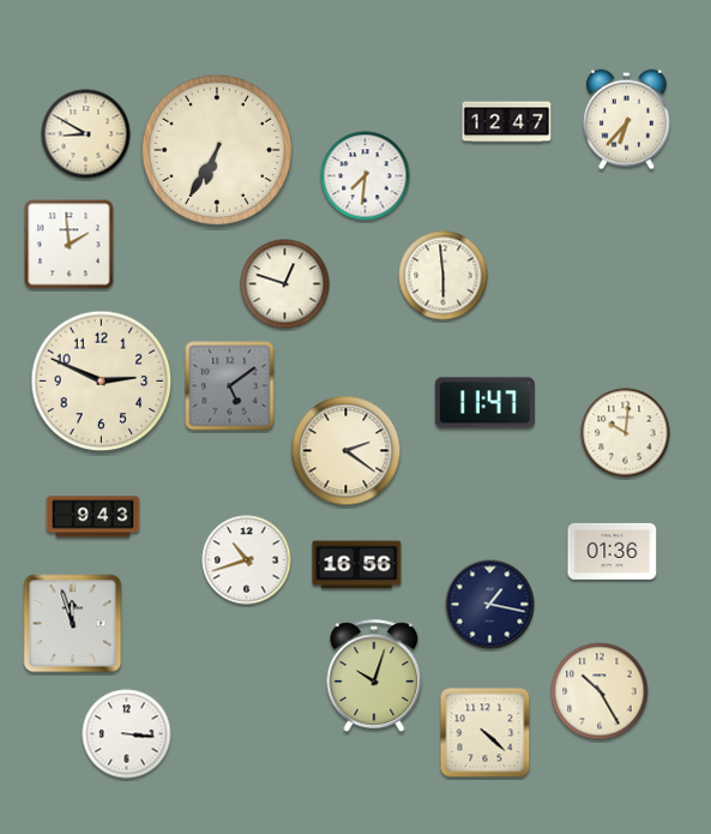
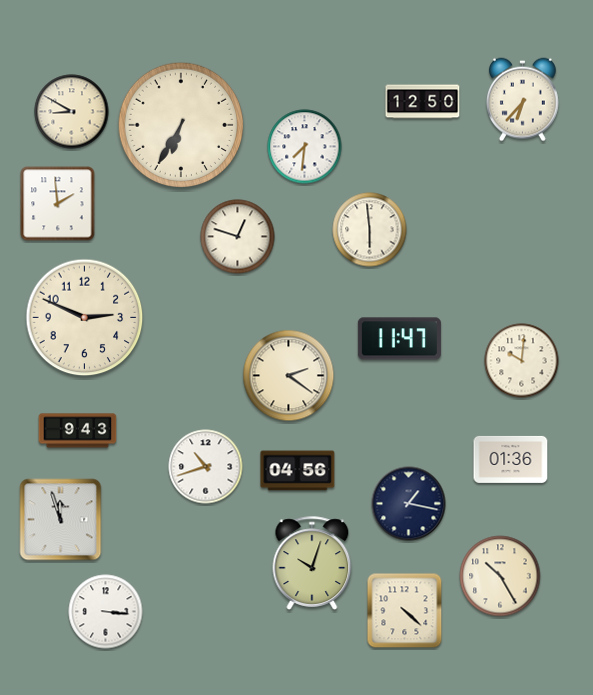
clock at (507, 122): 12:47 -> 12:50
clock at (230, 386): 5:09 -> none
clock at (484, 403) position: (484, 403) -> (399, 339)
clock at (357, 565): 16:56 -> 04:56
